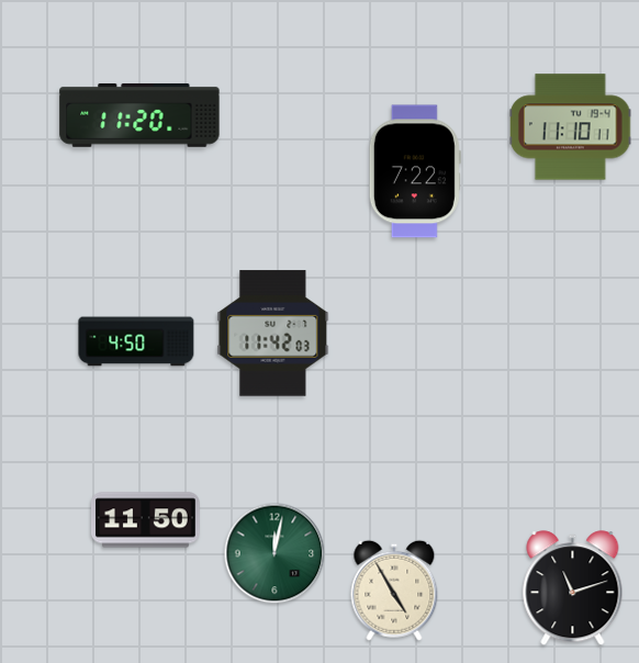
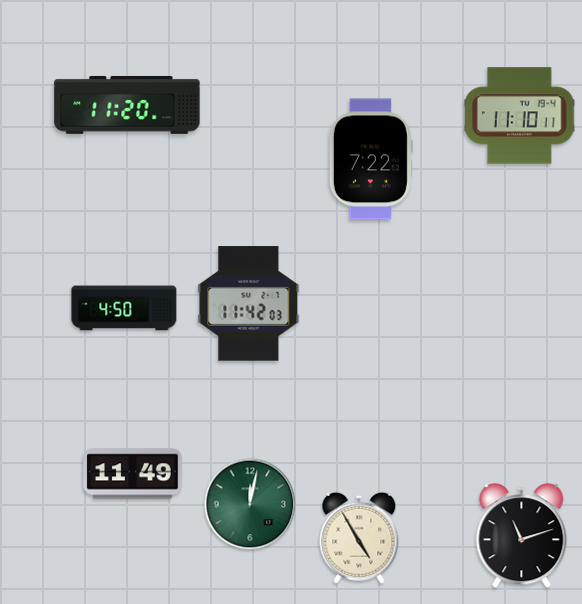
clock at (415, 171) position: (415, 171) -> (371, 159)
clock at (136, 341) position: (136, 341) -> (124, 308)
clock at (146, 520): 11:50 -> 11:49
